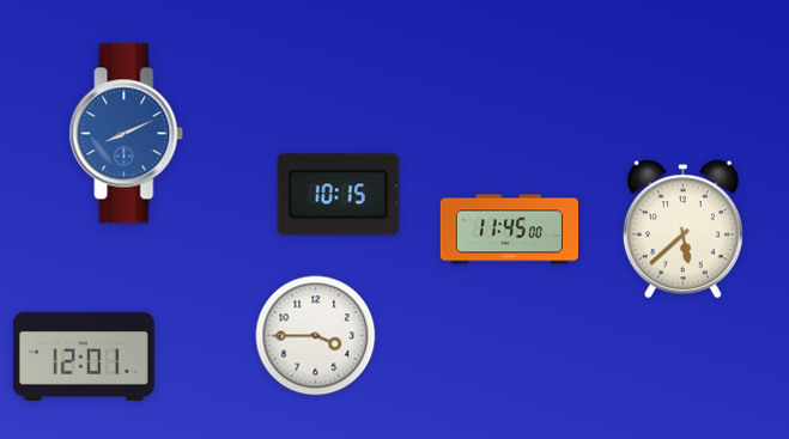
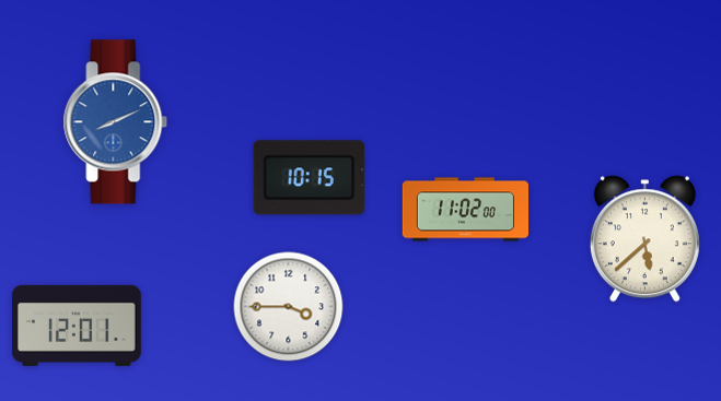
clock at (509, 230): 11:45 -> 11:02
clock at (682, 230) position: (682, 230) -> (644, 239)
